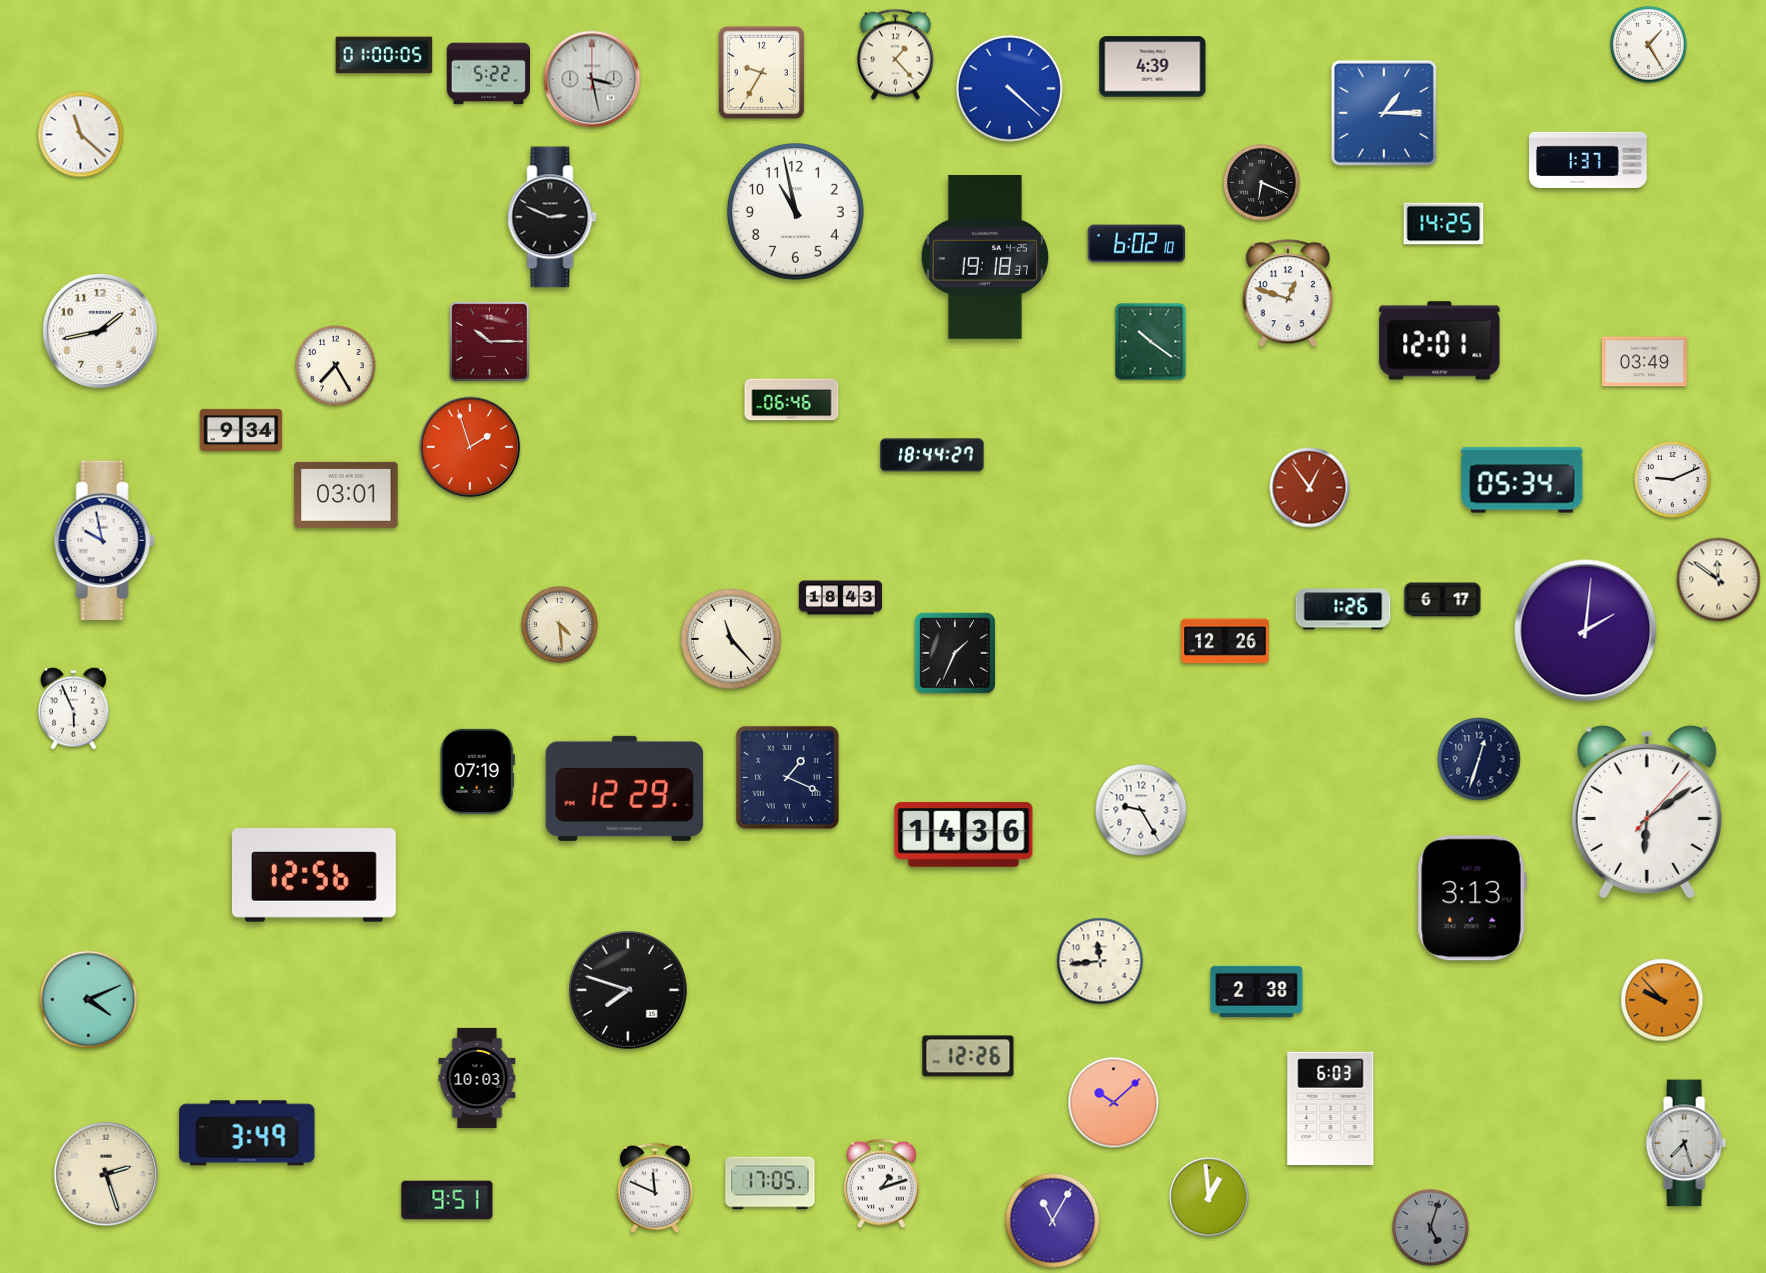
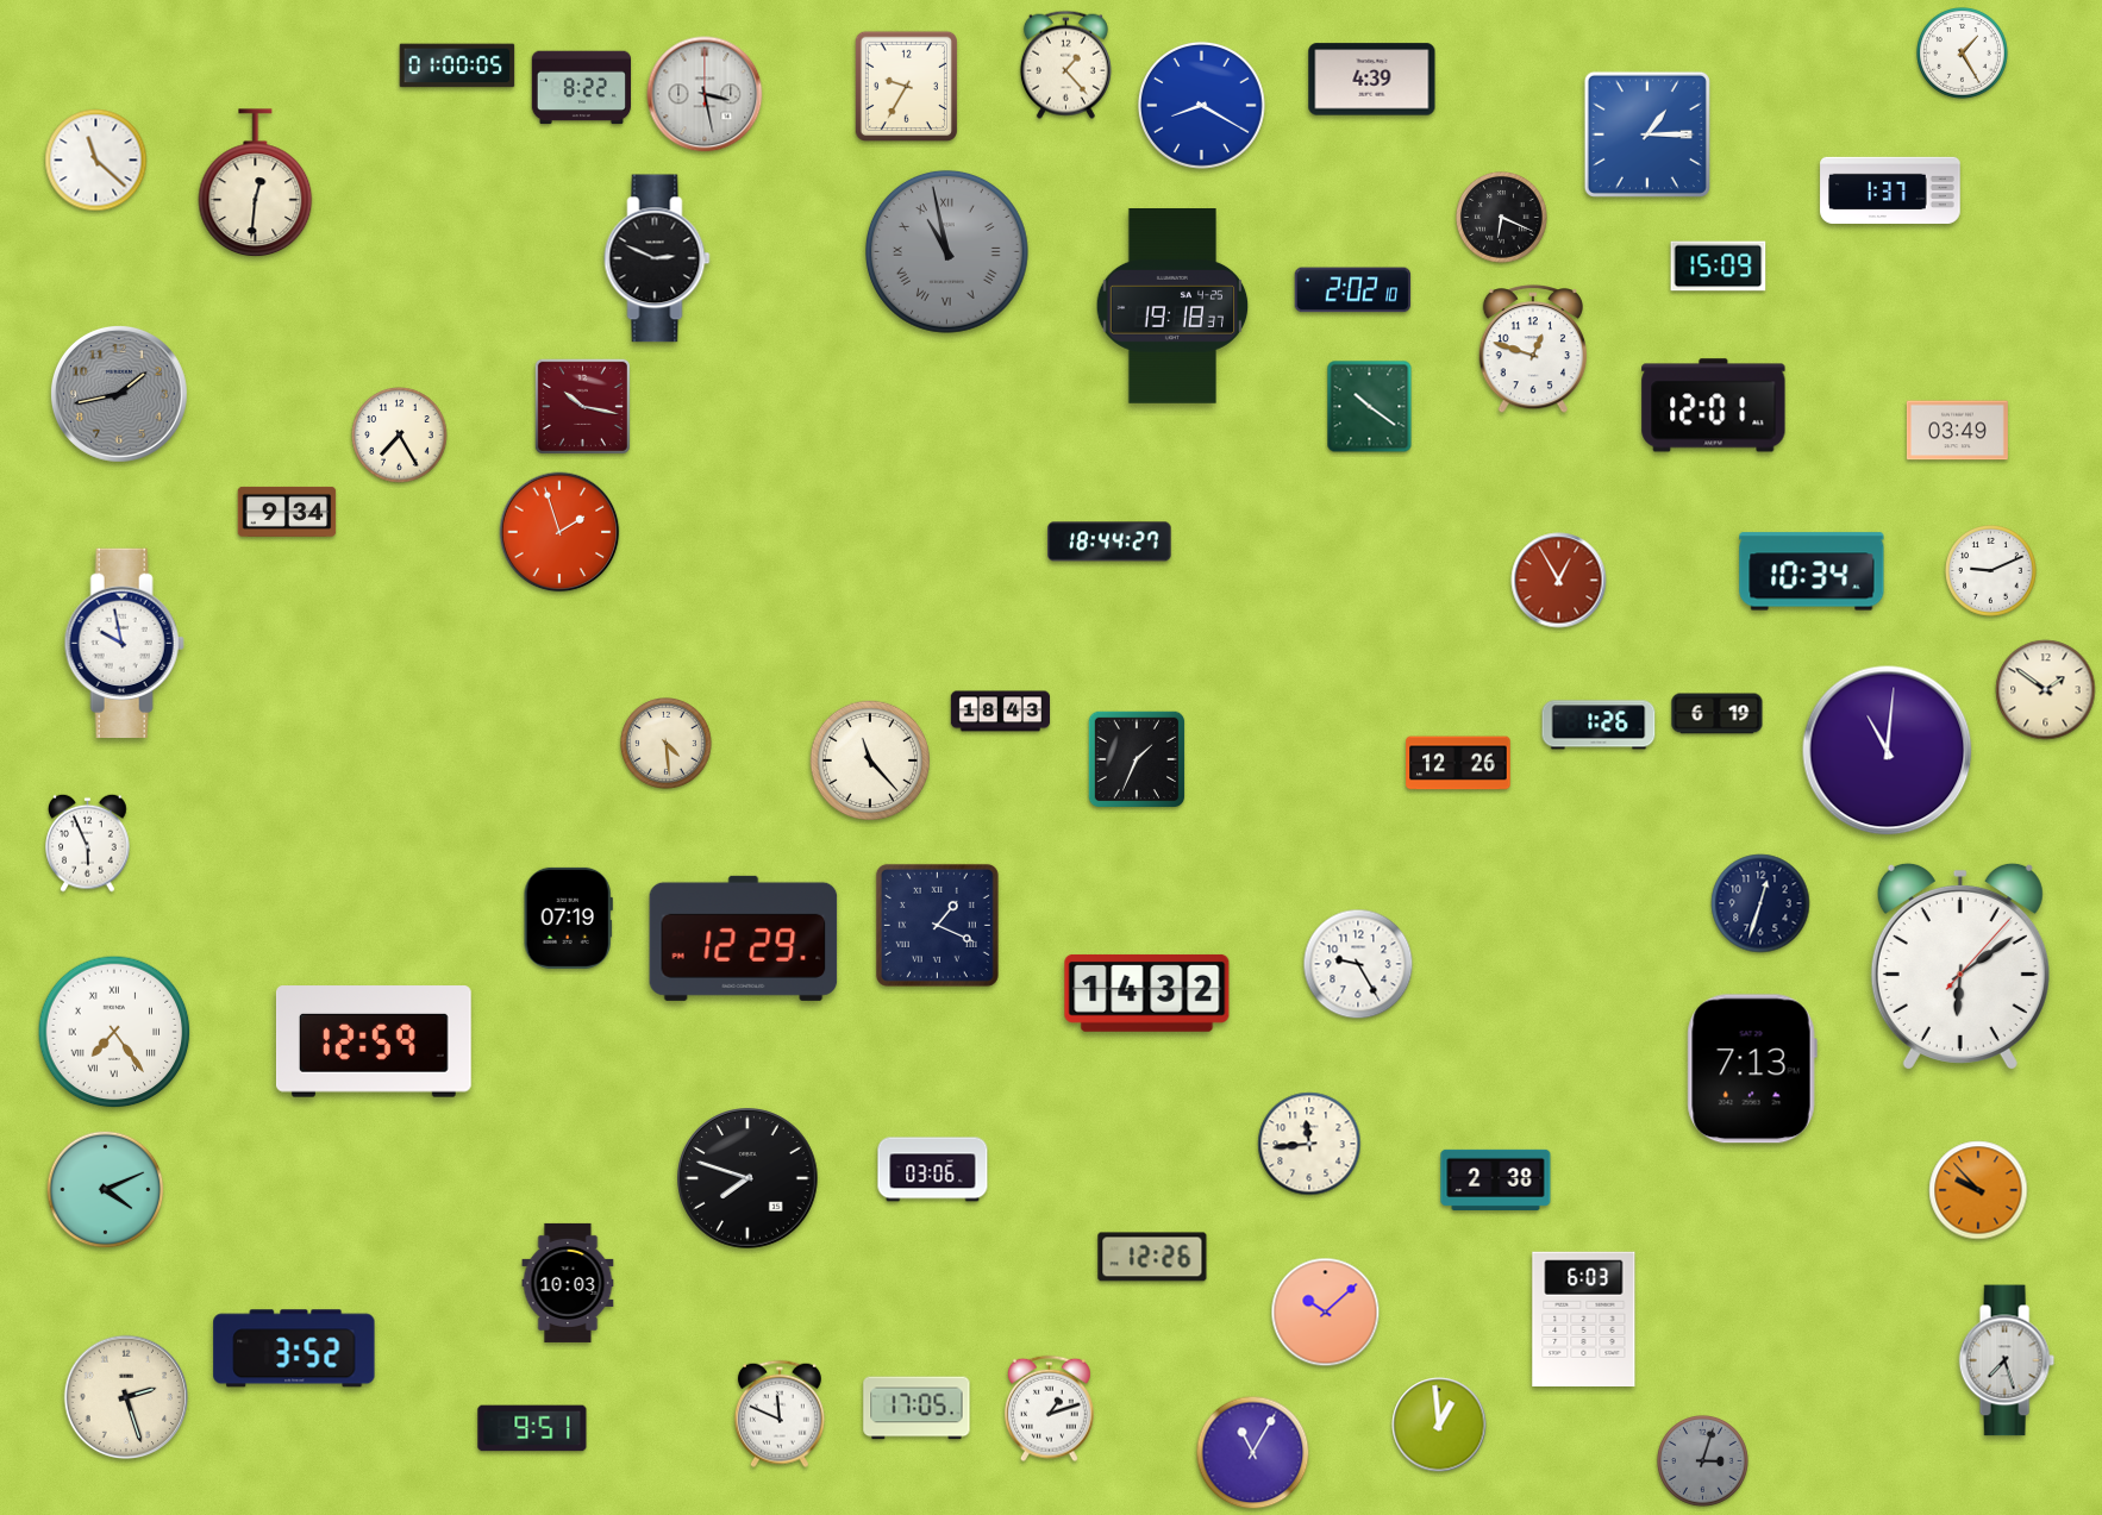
clock at (488, 74): 5:22 -> 8:22
clock at (1009, 88): 4:22 -> 8:20
clock at (256, 183): none -> 12:31
clock at (795, 211) dial: white -> grey
clock at (795, 211) numerals: Arabic -> Roman
clock at (1444, 224): 14:25 -> 15:09
clock at (1137, 244): 6:02 -> 2:02
clock at (100, 331) dial: white -> grey
clock at (489, 341): 10:15 -> 10:17
clock at (792, 400): 06:46 -> none
clock at (1522, 480): 05:34 -> 10:34
clock at (1310, 488): 12:54 -> 12:55
clock at (346, 495): 03:01 -> none
clock at (1719, 580): 11:51 -> 1:51
clock at (1443, 600): 6:17 -> 6:19
clock at (1586, 631): 2:01 -> 11:01
clock at (954, 652) position: (954, 652) -> (1136, 758)
clock at (964, 835): 14:36 -> 14:32
clock at (114, 1032): none -> 7:24
clock at (314, 875): 12:56 -> 12:59
clock at (1472, 898): 3:13 -> 7:13
clock at (933, 1170): none -> 03:06
clock at (247, 1133): 3:49 -> 3:52
clock at (1431, 1228): 5:03 -> 3:03
